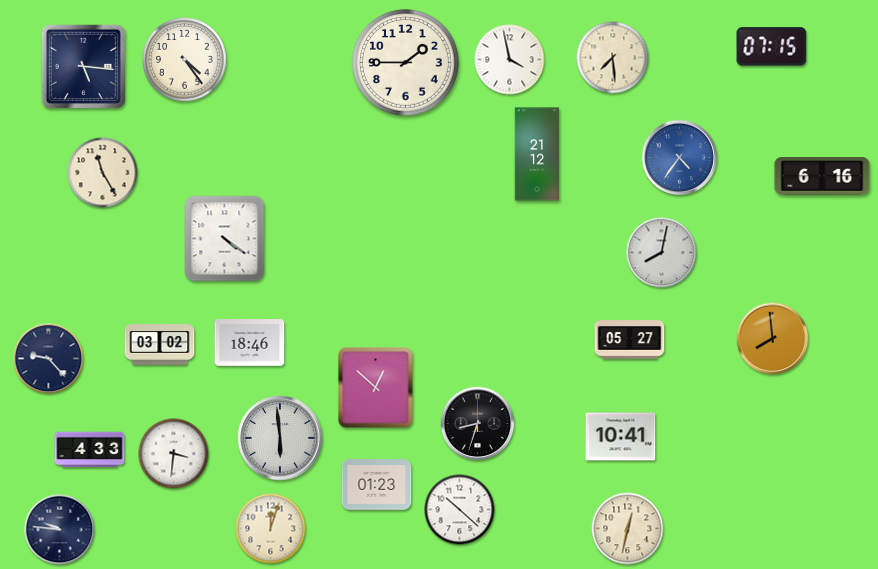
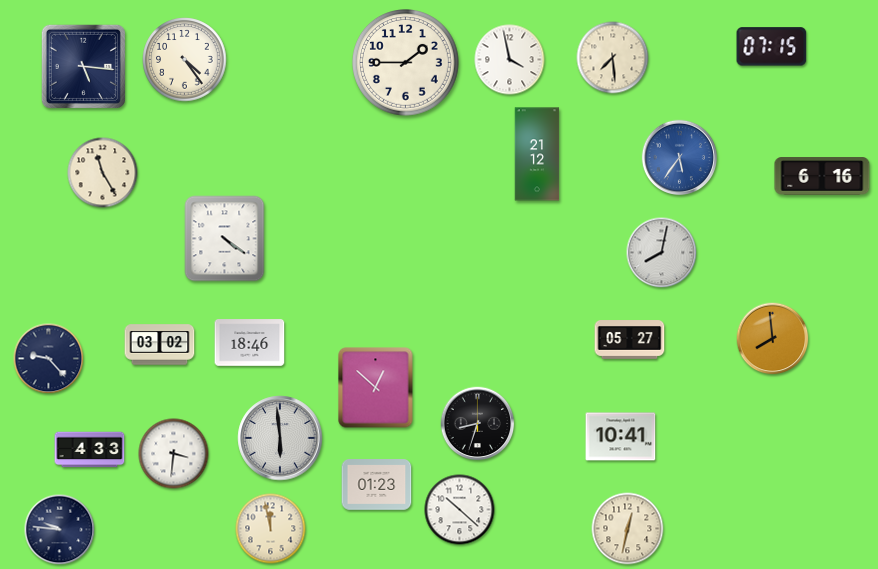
clock at (679, 157): 4:36 -> 5:36
clock at (271, 529): 12:03 -> 11:58
